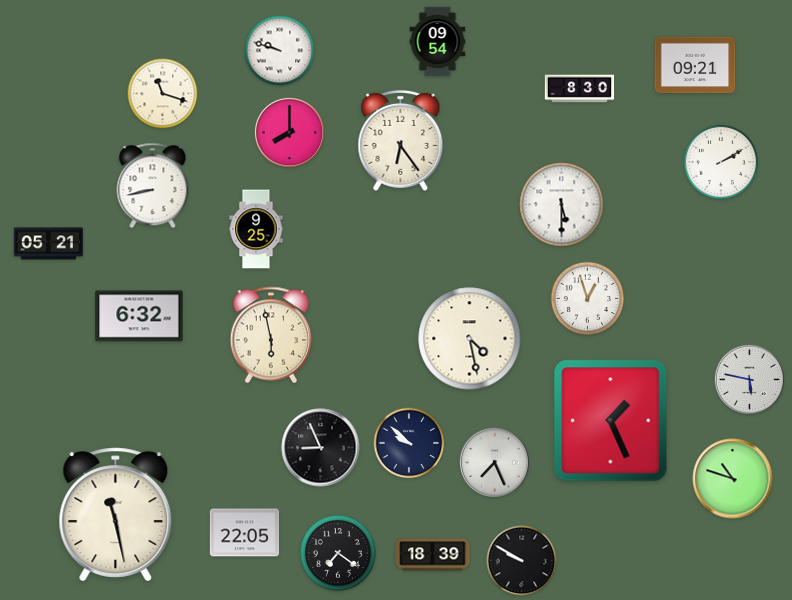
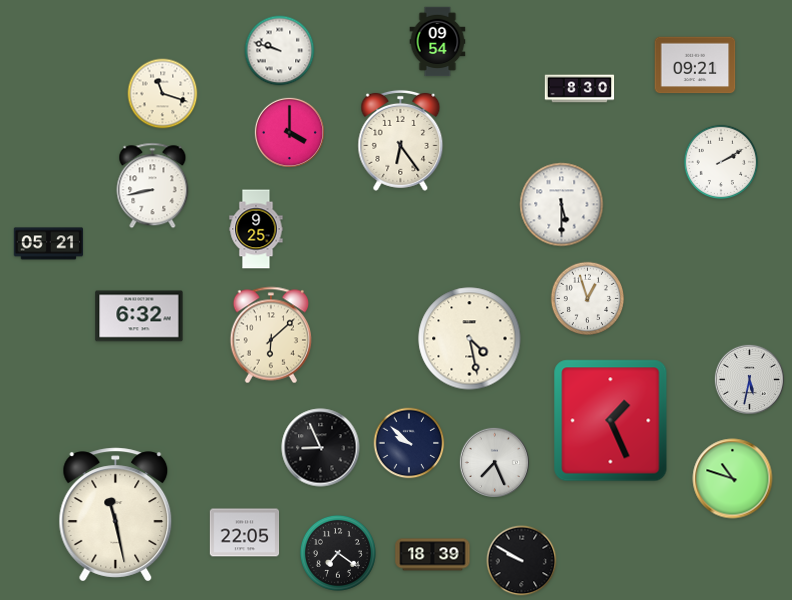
clock at (289, 132): 8:00 -> 4:00
clock at (270, 335): 5:58 -> 6:08
clock at (749, 379): 5:47 -> 5:32
